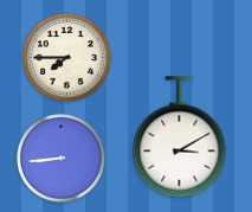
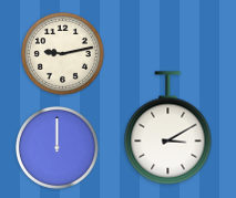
clock at (67, 58): 7:45 -> 9:13
clock at (62, 159): 8:44 -> 12:00
